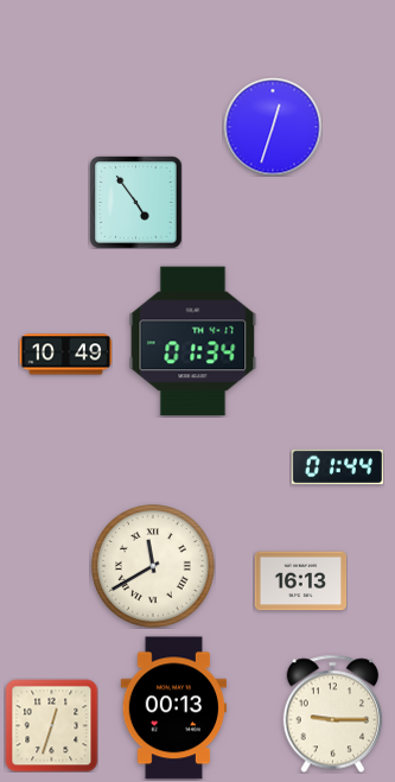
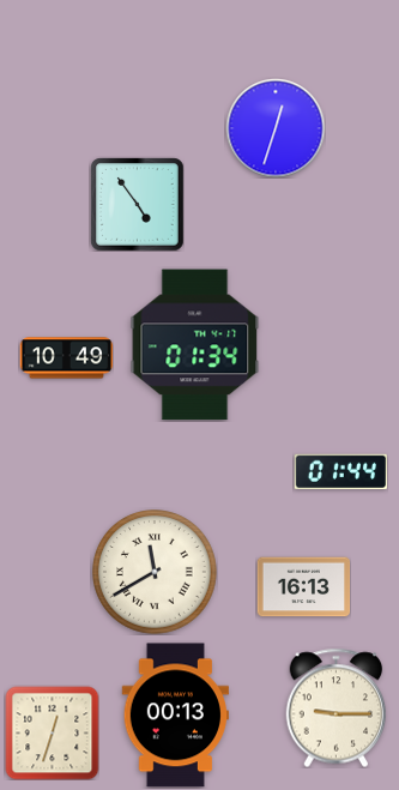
clock at (333, 713) position: (333, 713) -> (337, 707)
